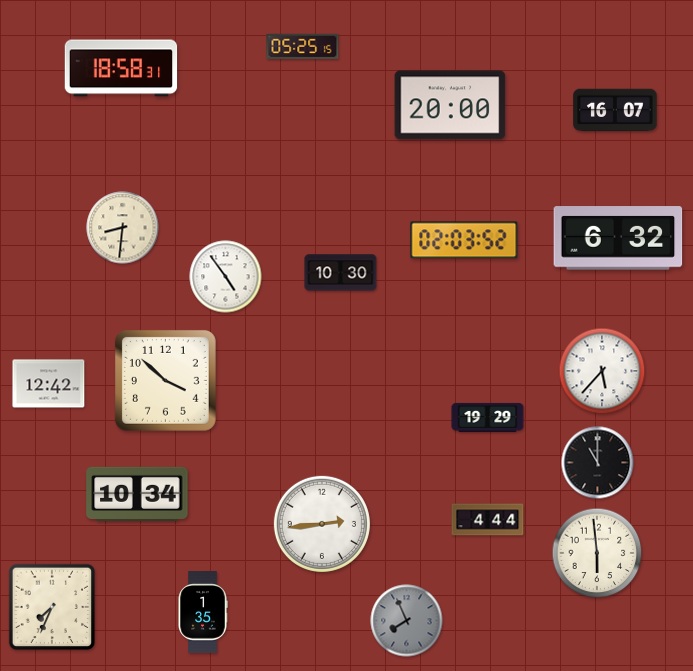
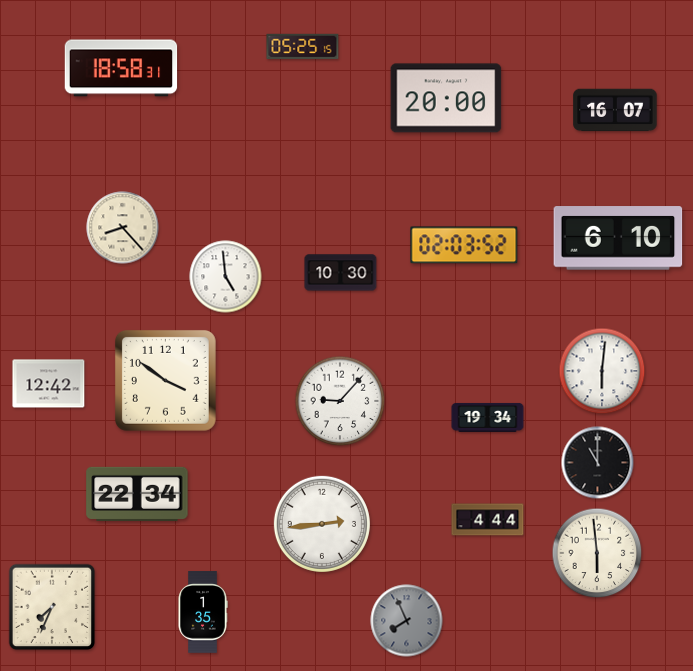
clock at (450, 105) position: (450, 105) -> (446, 98)
clock at (123, 228): 8:31 -> 8:23
clock at (618, 238): 6:32 -> 6:10
clock at (464, 240) position: (464, 240) -> (464, 245)
clock at (226, 277): 4:54 -> 4:59
clock at (602, 371): 5:37 -> 6:01
clock at (165, 380): 3:52 -> 3:51
clock at (340, 401): none -> 9:07
clock at (488, 417): 19:29 -> 19:34
clock at (137, 494): 10:34 -> 22:34
